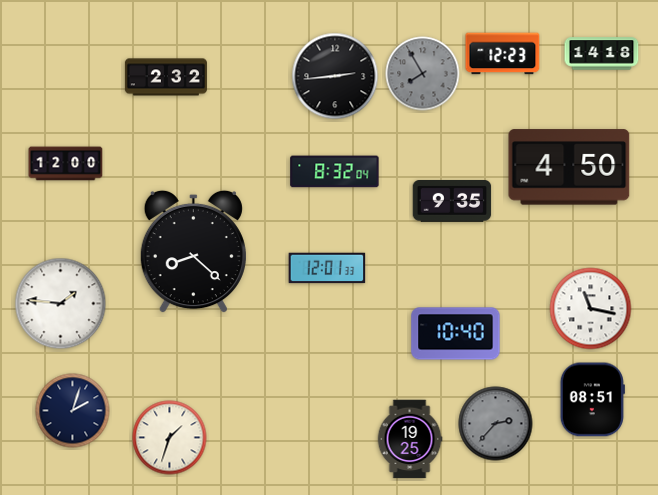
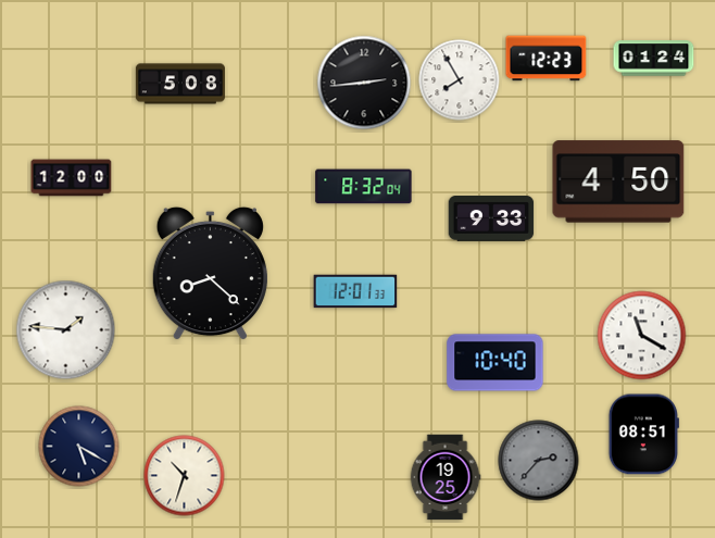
clock at (602, 54): 14:18 -> 01:24
clock at (423, 74) dial: grey -> white
clock at (166, 77): 2:32 -> 5:08
clock at (452, 202): 9:35 -> 9:33
clock at (591, 309): 11:17 -> 11:20
clock at (73, 411): 2:03 -> 5:20
clock at (170, 438): 1:33 -> 10:33
